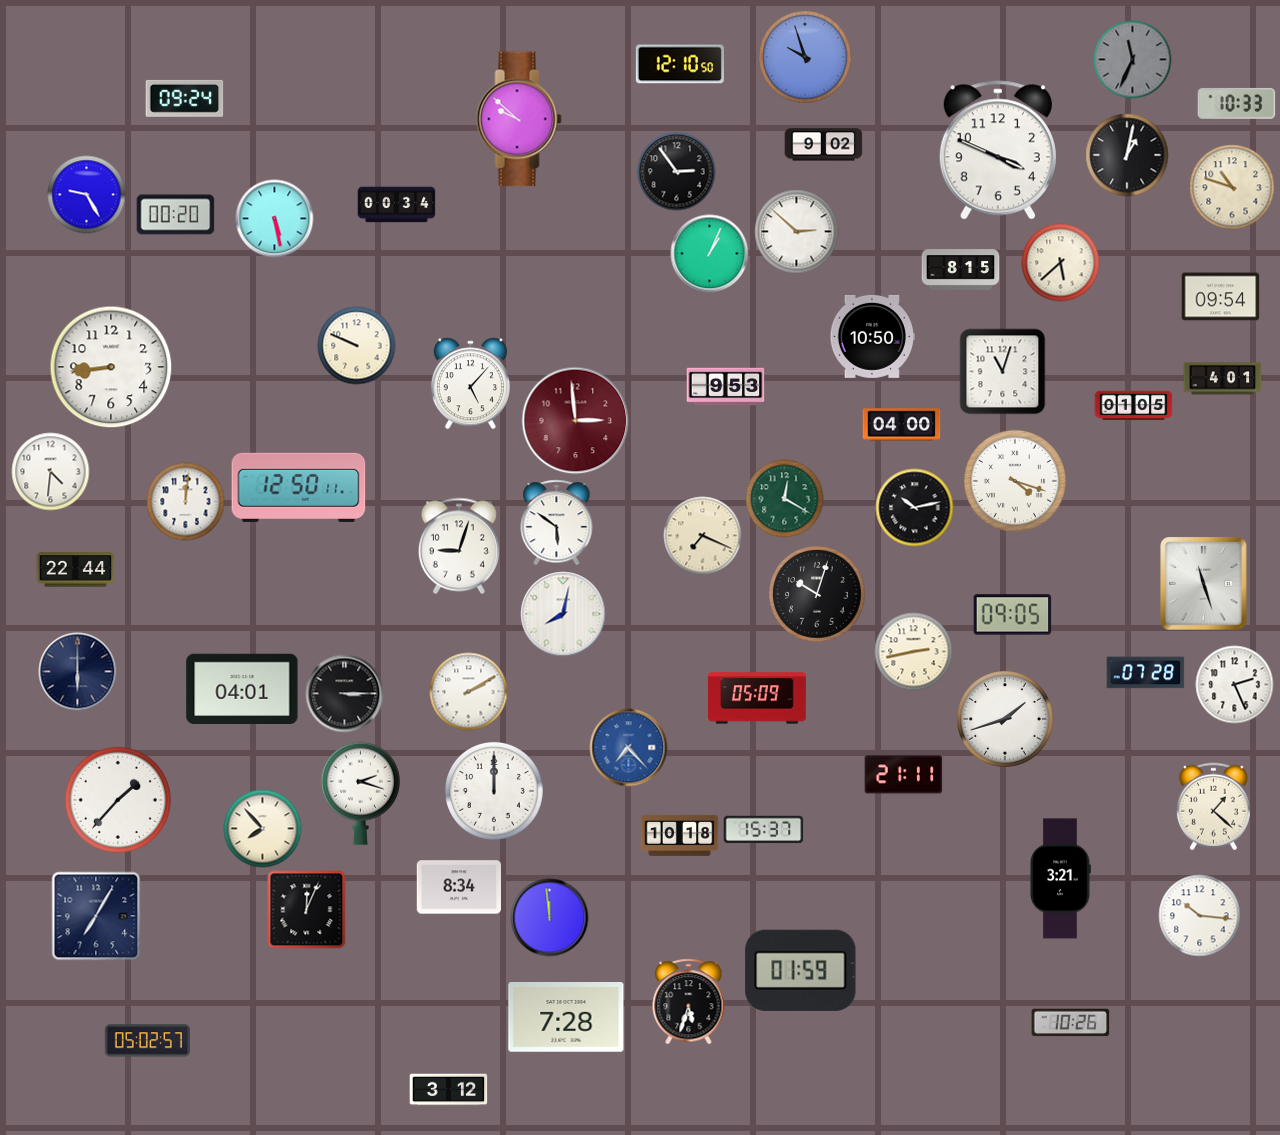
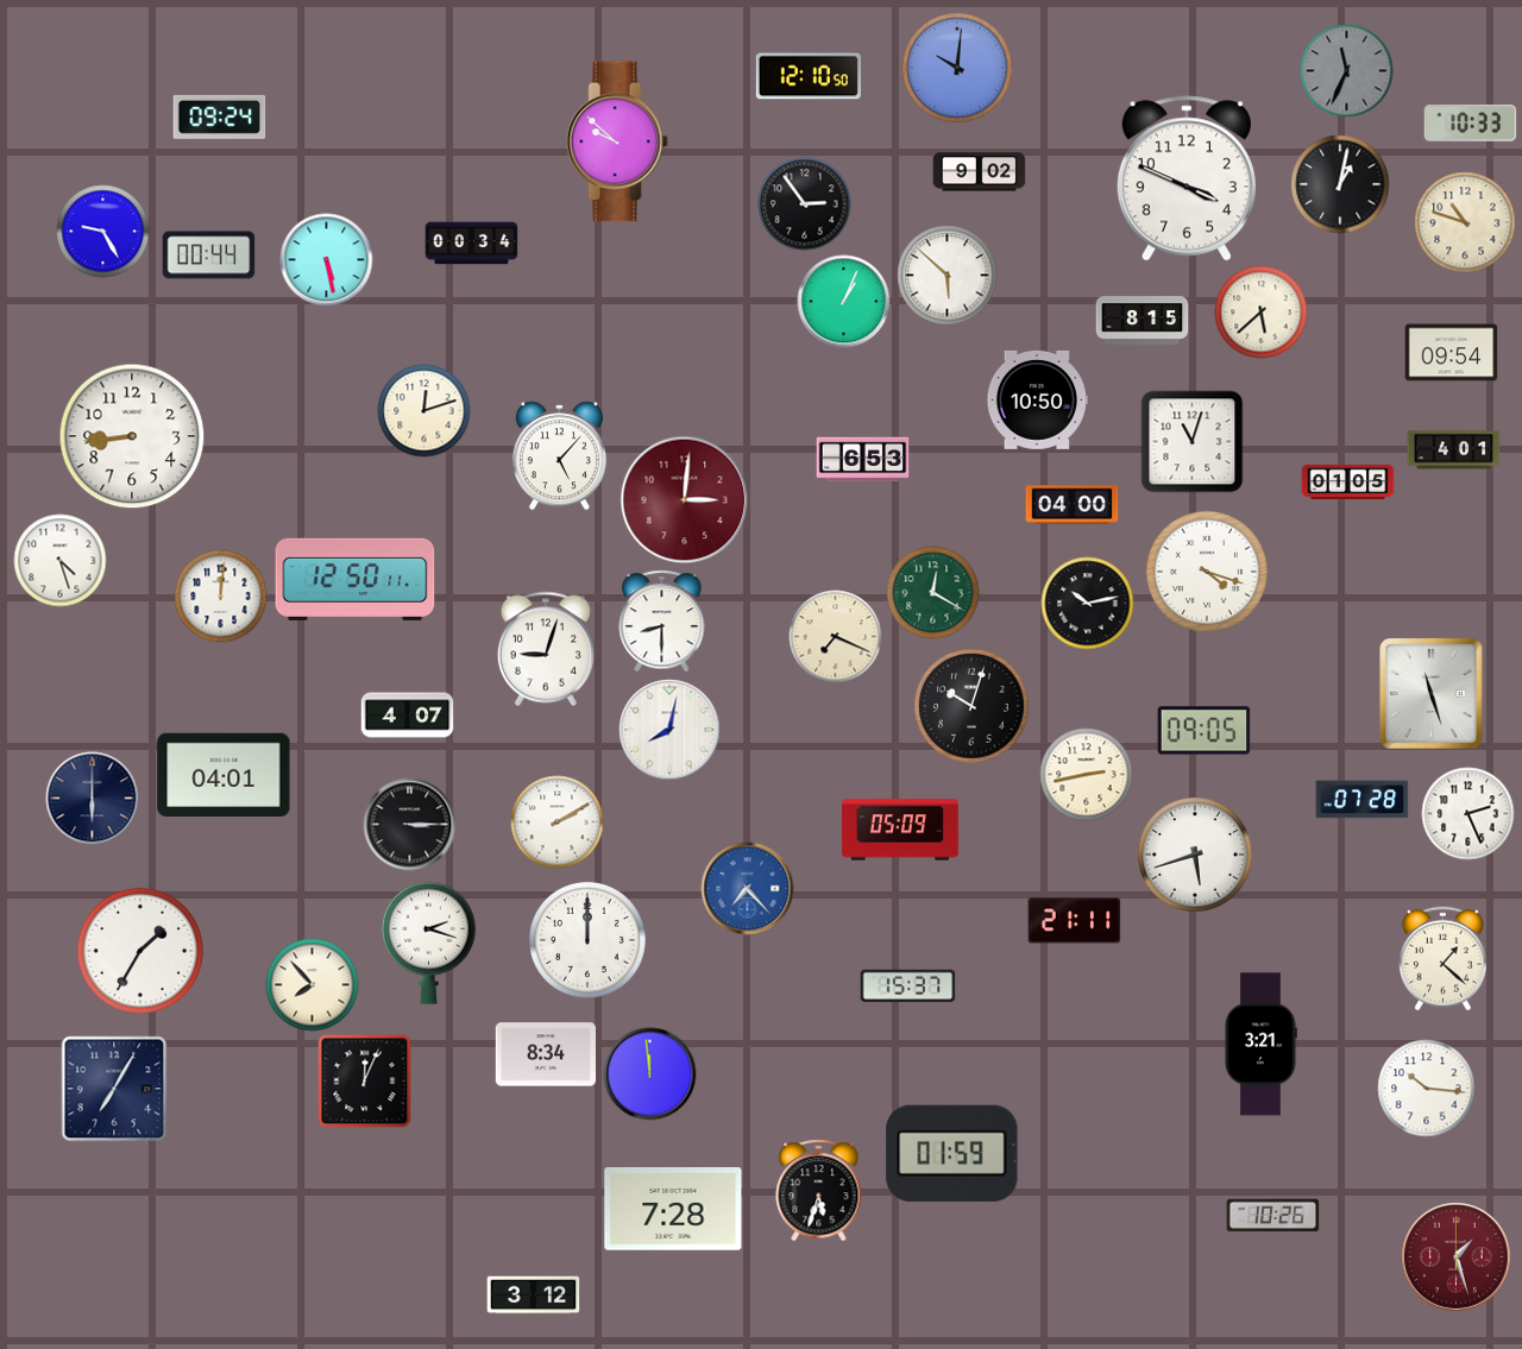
clock at (805, 57): 9:57 -> 10:01
clock at (175, 215): 00:20 -> 00:44
clock at (796, 231): 2:52 -> 5:52
clock at (356, 345): 9:49 -> 12:12
clock at (725, 387): 9:53 -> 6:53
clock at (575, 420): 2:59 -> 3:01
clock at (50, 471): 4:31 -> 4:27
clock at (557, 522): 5:51 -> 8:30
clock at (75, 570): 22:44 -> none
clock at (407, 716): none -> 4:07
clock at (242, 688) position: (242, 688) -> (224, 774)
clock at (1005, 719): 1:42 -> 5:42
clock at (118, 800): 1:37 -> 1:35
clock at (679, 835): 10:18 -> none
clock at (549, 917) position: (549, 917) -> (649, 1073)
clock at (147, 1041): 05:02 -> none
clock at (1455, 1256): none -> 1:27
